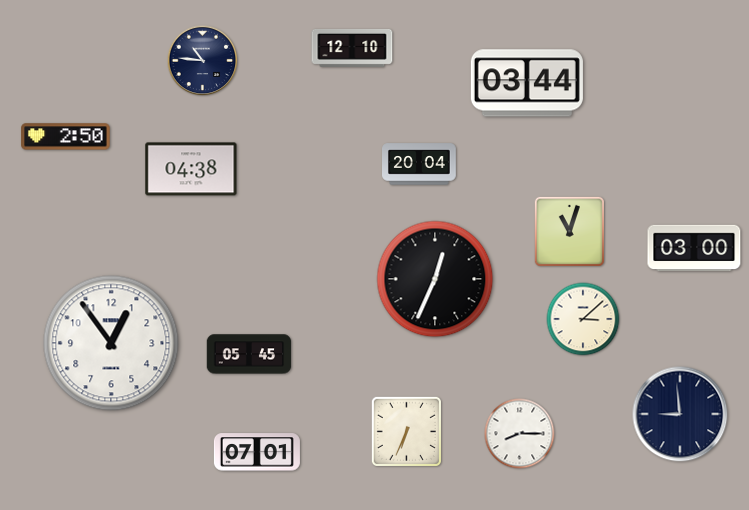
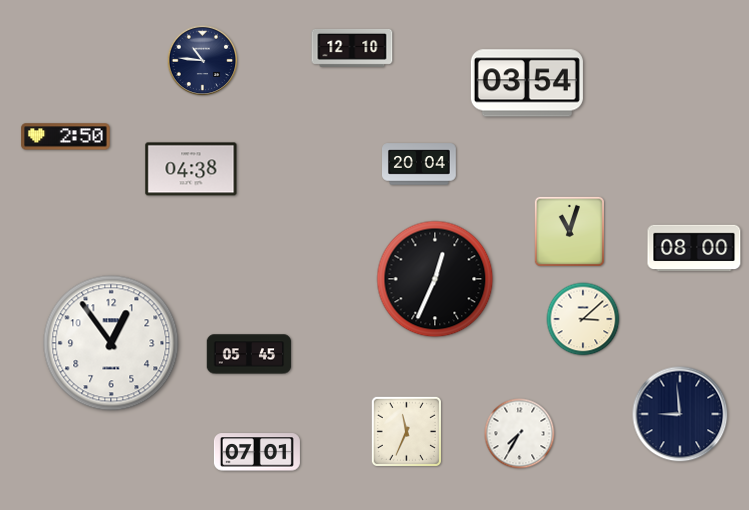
clock at (527, 83): 03:44 -> 03:54
clock at (694, 248): 03:00 -> 08:00
clock at (406, 431): 6:34 -> 11:34
clock at (520, 434): 8:15 -> 7:35
